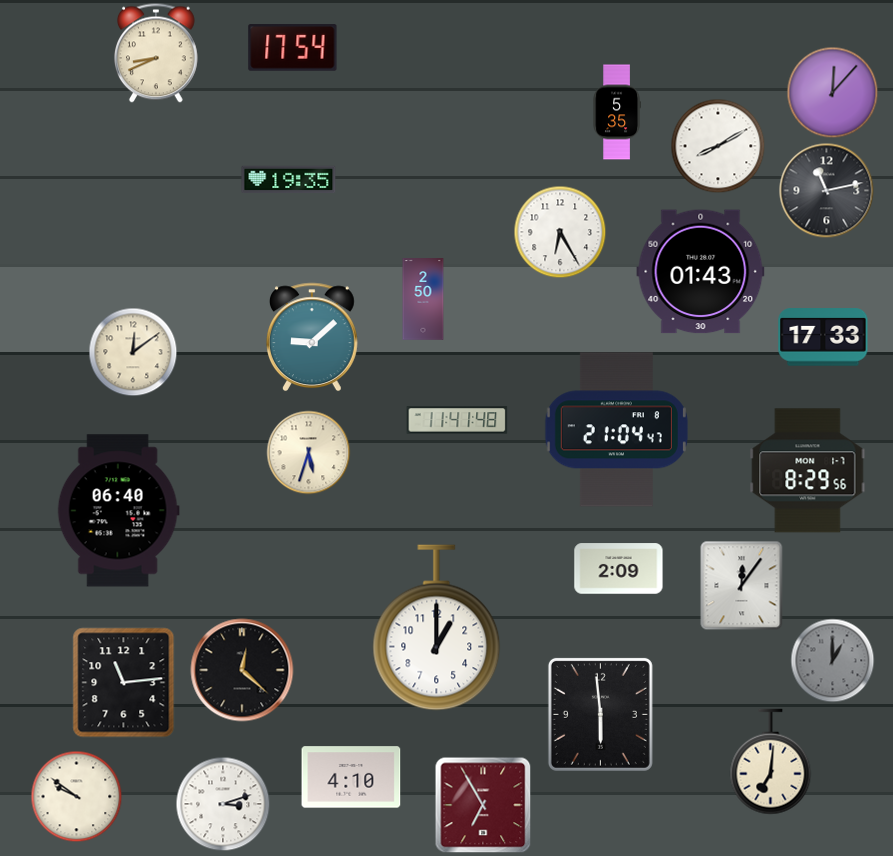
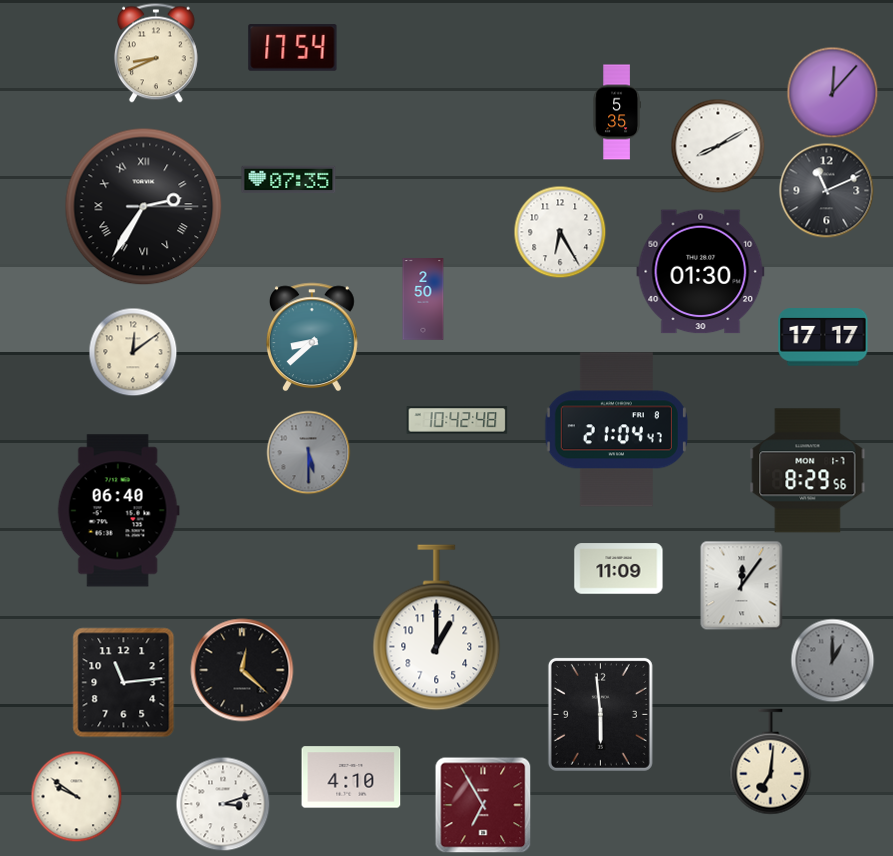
clock at (289, 180): 19:35 -> 07:35
clock at (827, 191): 11:13 -> 11:11
clock at (144, 207): none -> 2:35
clock at (701, 272): 01:43 -> 01:30
clock at (313, 337): 9:08 -> 8:38
clock at (823, 337): 17:33 -> 17:17
clock at (457, 420): 11:41 -> 10:42
clock at (309, 453): 5:33 -> 5:30
clock at (309, 453) dial: cream -> grey
clock at (619, 569): 2:09 -> 11:09
